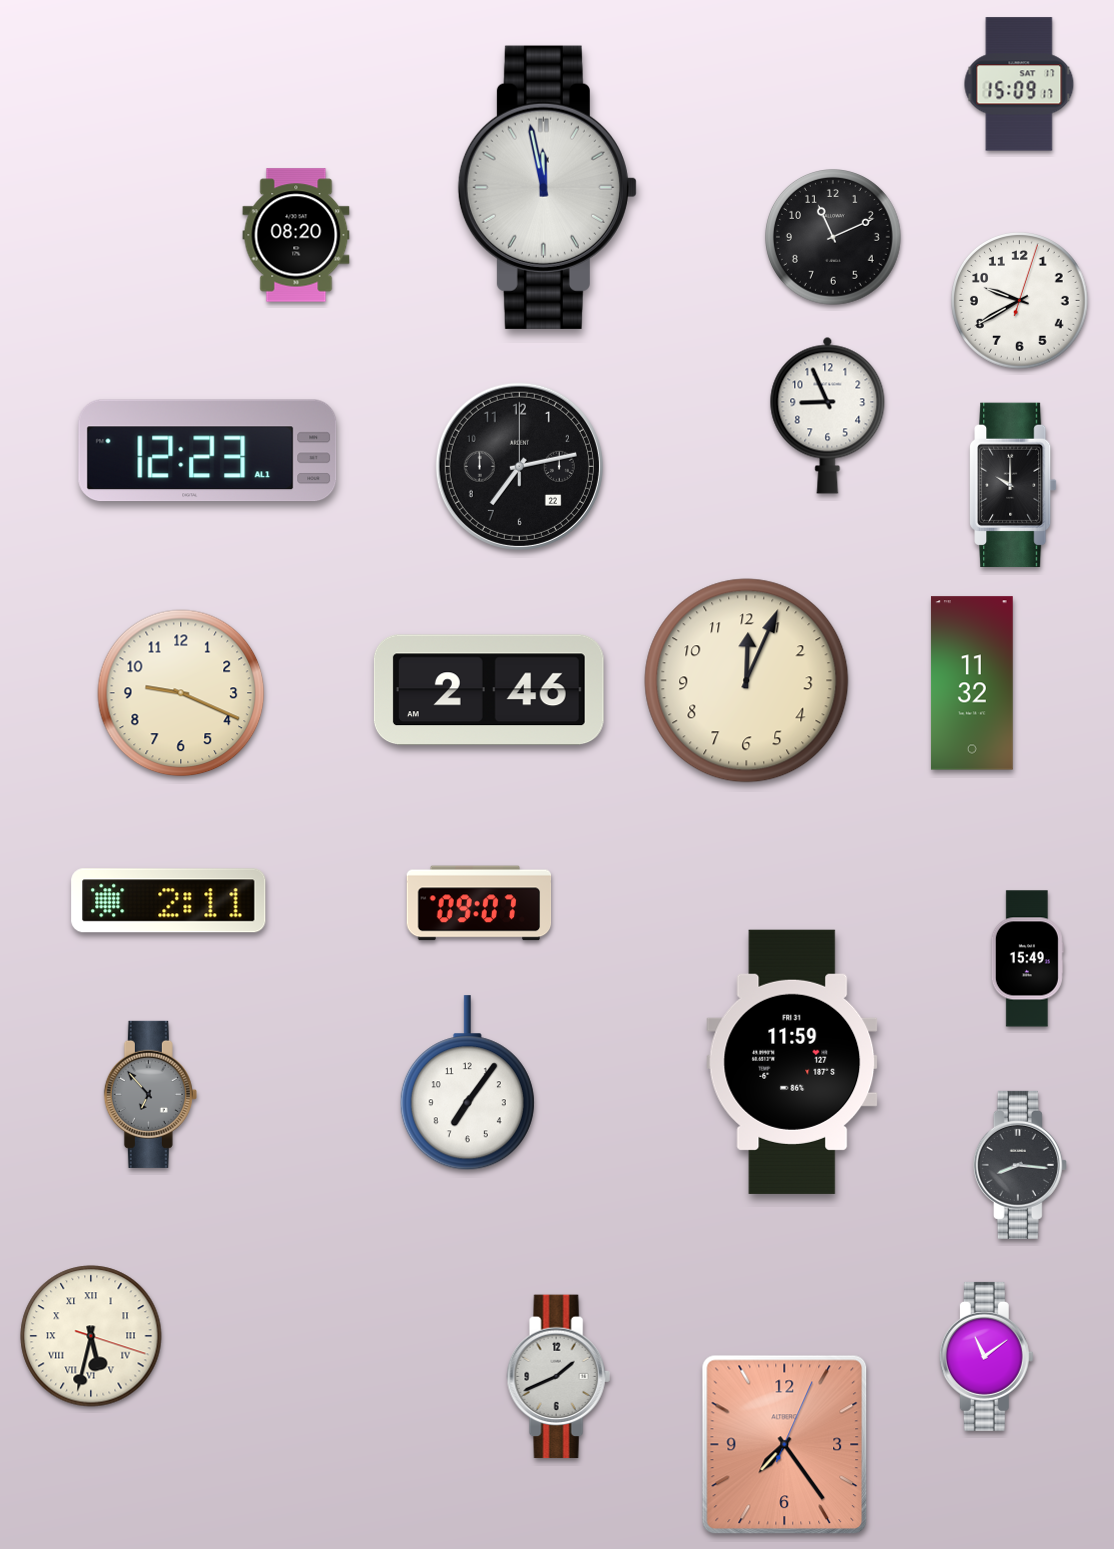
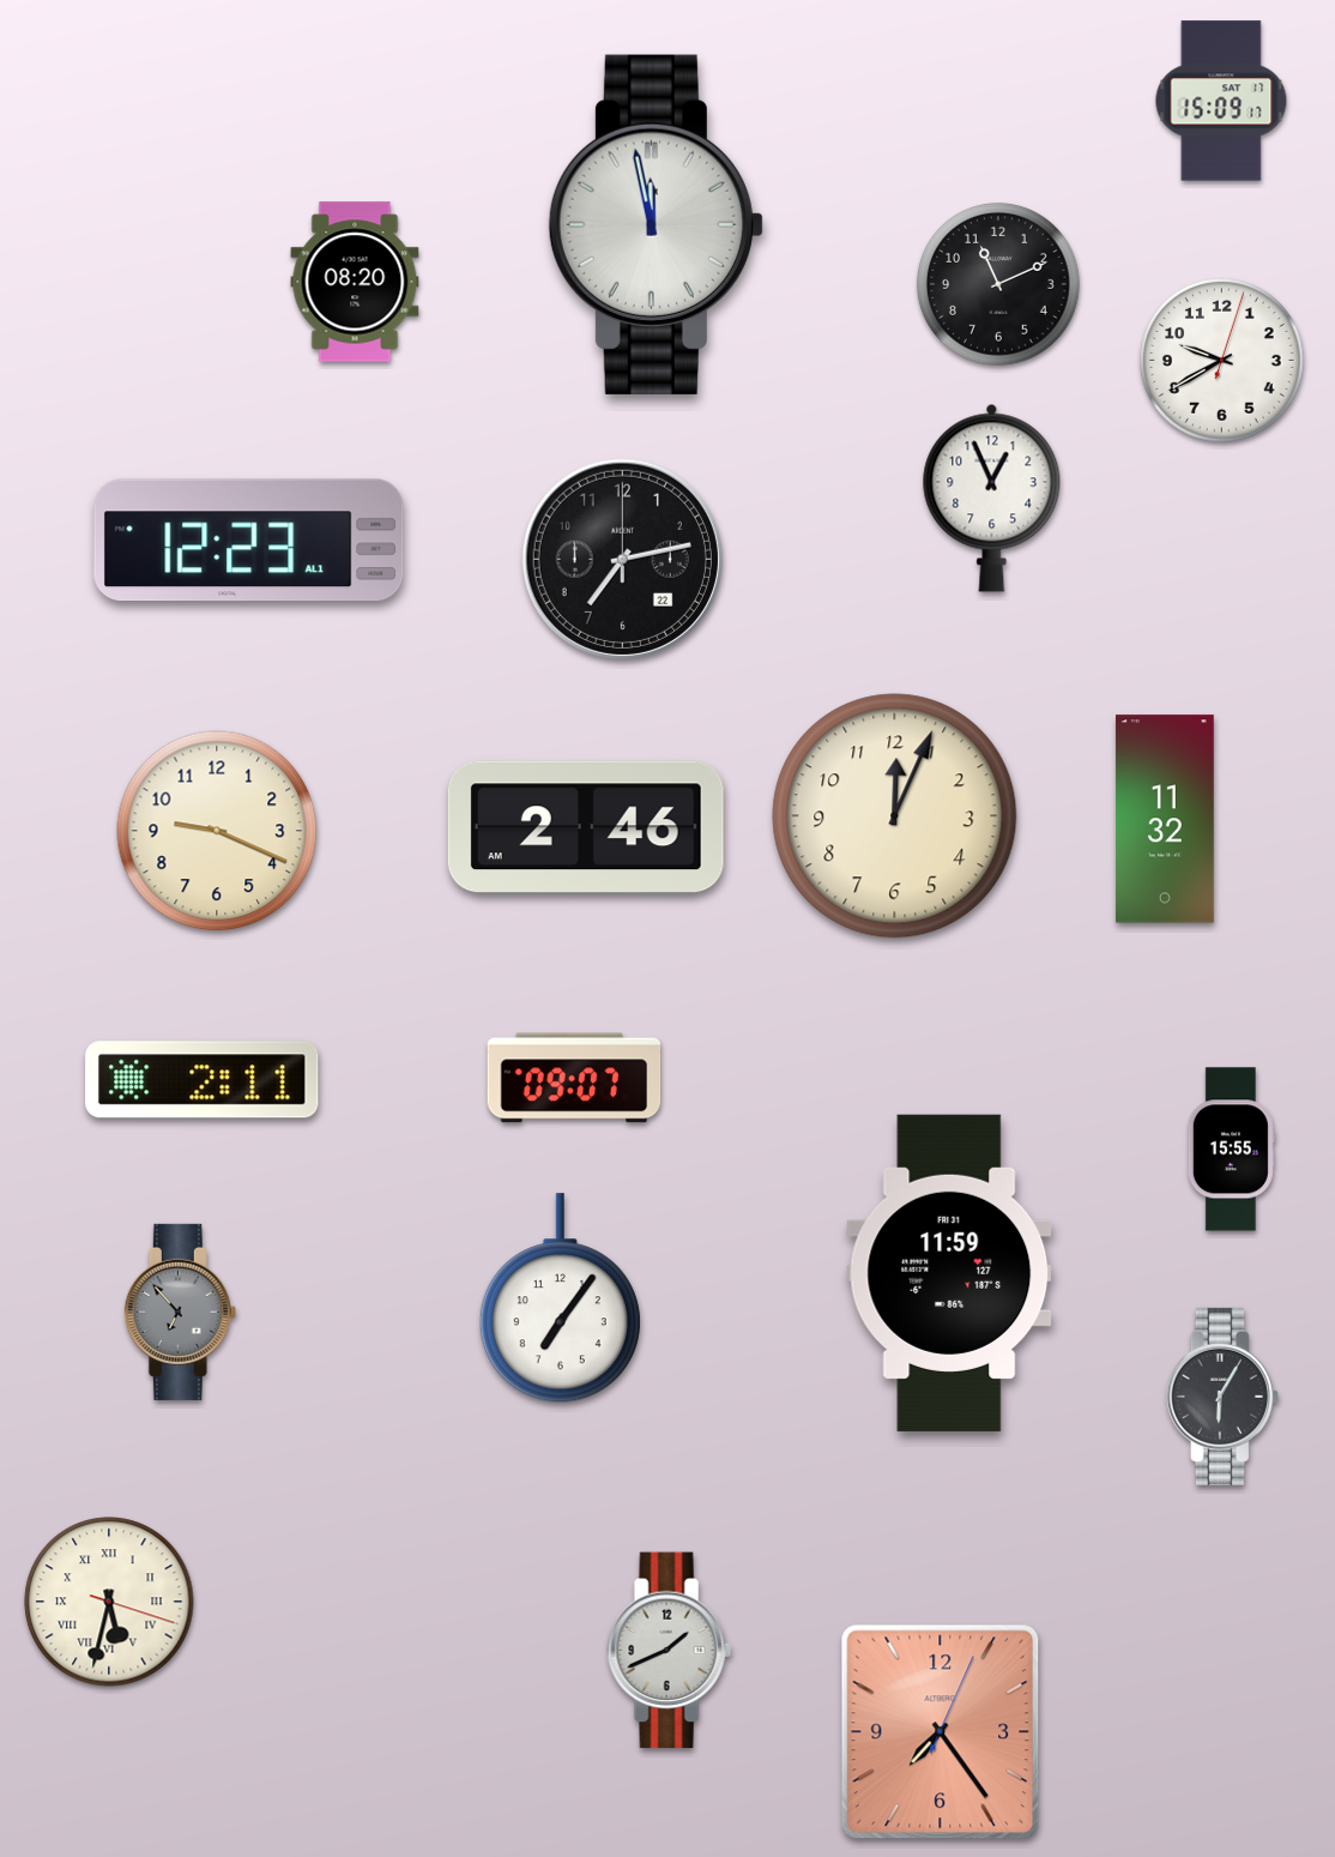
clock at (828, 415): 8:56 -> 12:56
clock at (1013, 484): 10:00 -> none
clock at (479, 903) position: (479, 903) -> (574, 1078)
clock at (1027, 959): 15:49 -> 15:55
clock at (1020, 1165): 8:16 -> 6:05
clock at (986, 1356): 11:09 -> none
